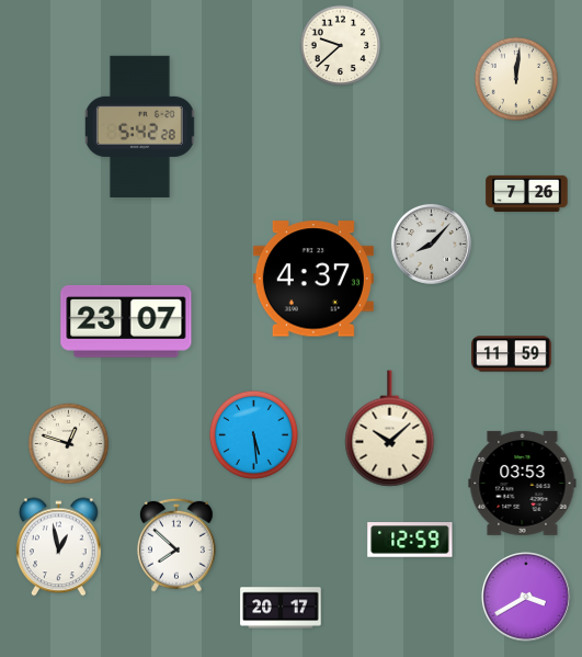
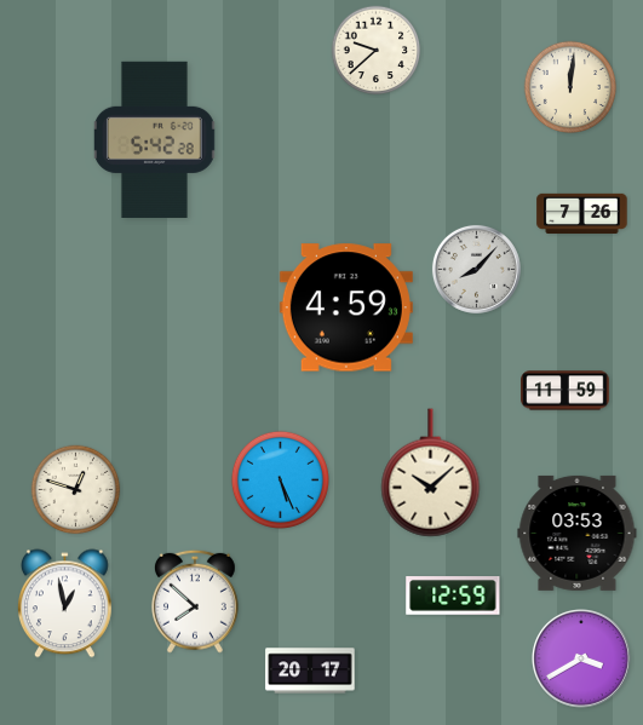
clock at (313, 279): 4:37 -> 4:59
clock at (126, 321): 23:07 -> none
clock at (253, 434): 5:29 -> 5:26
